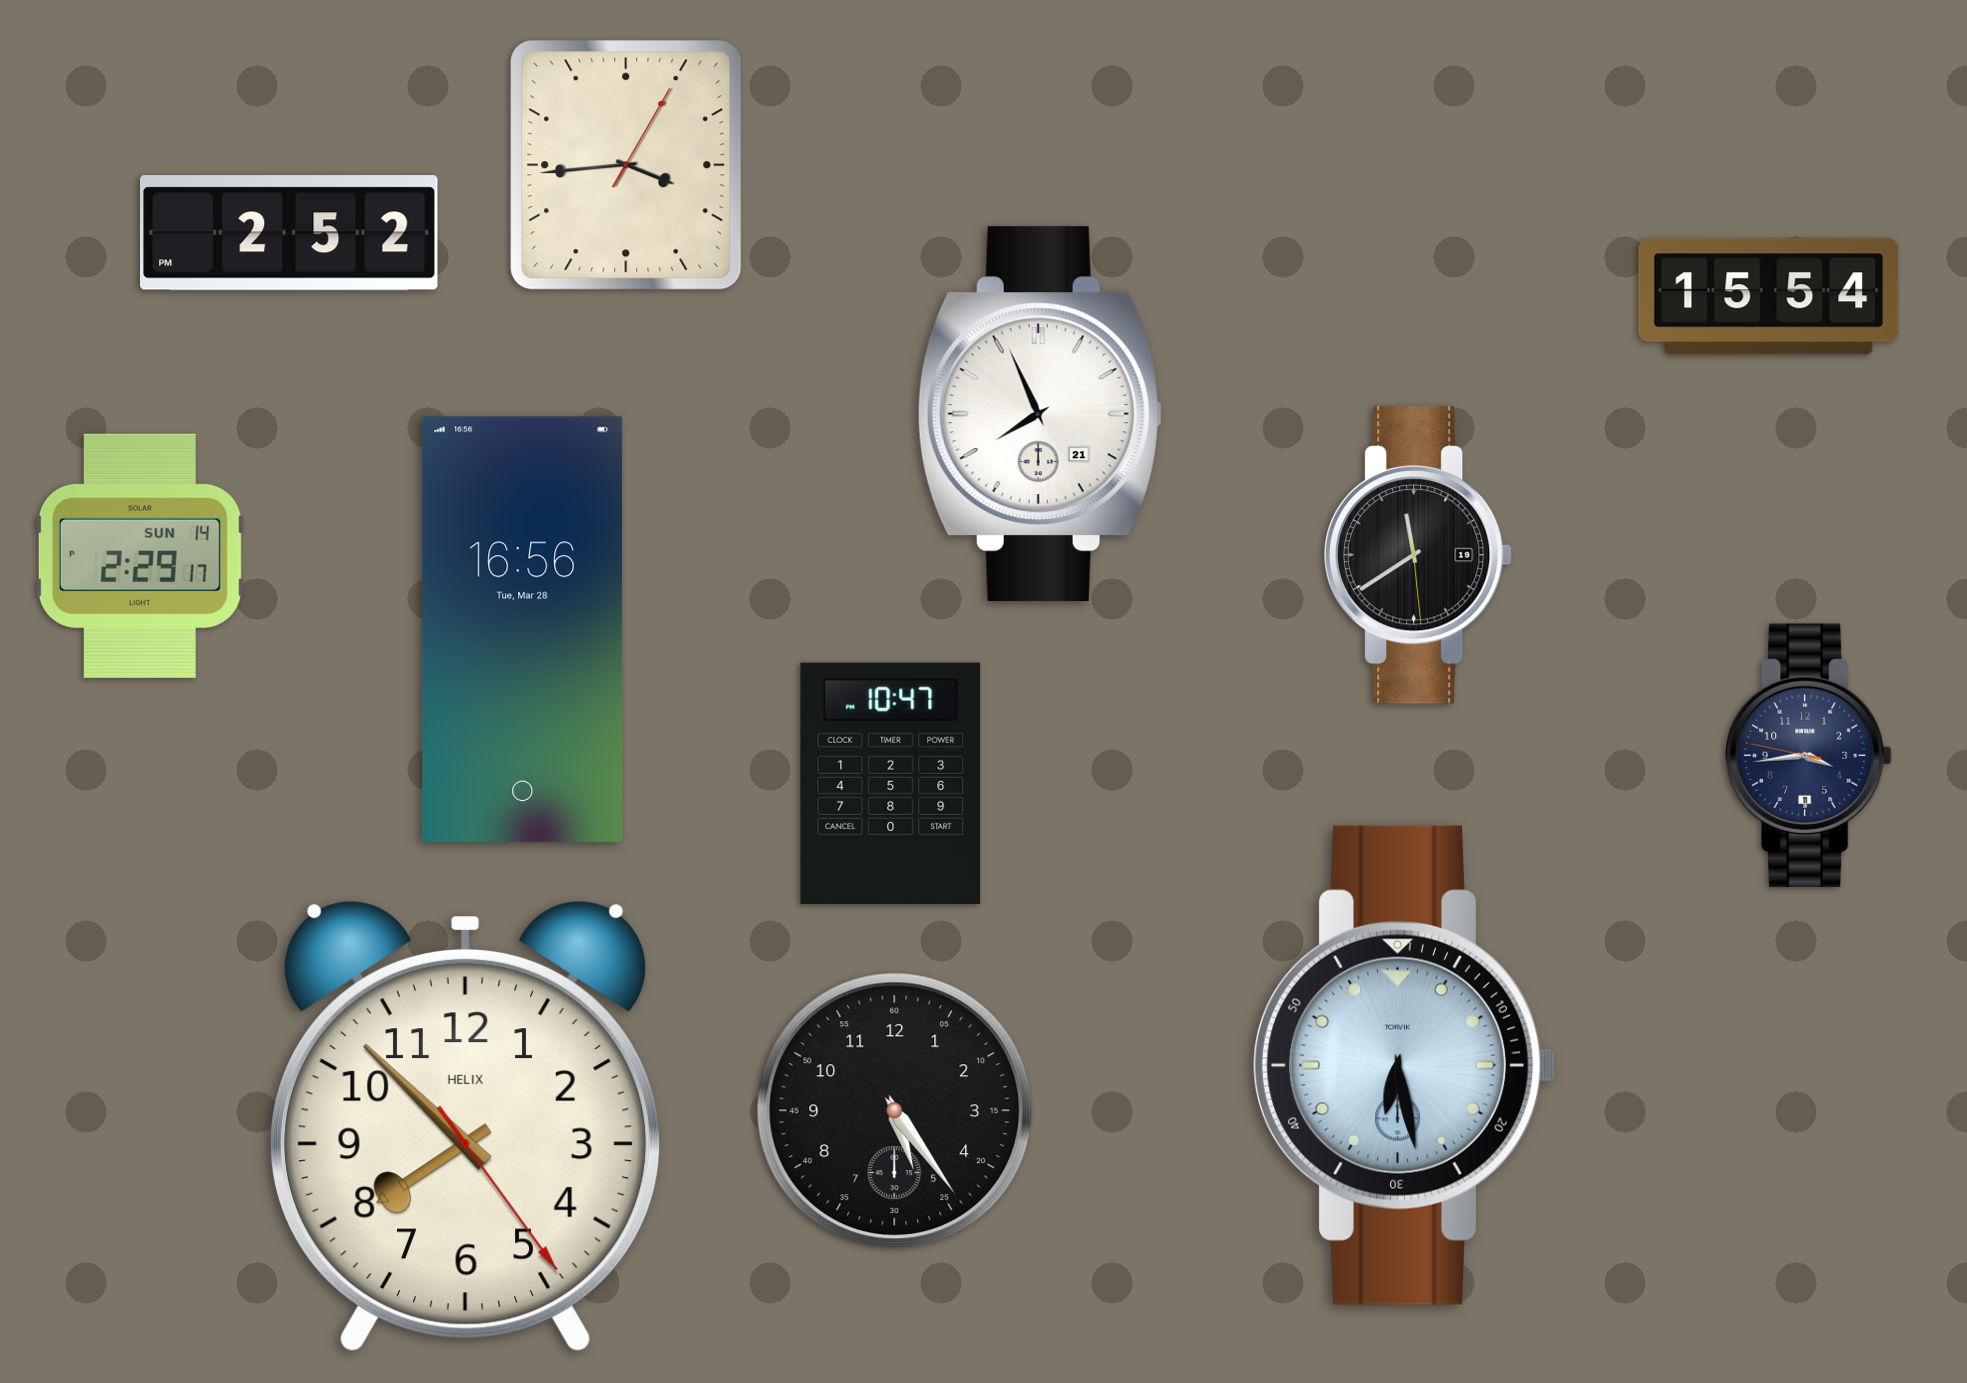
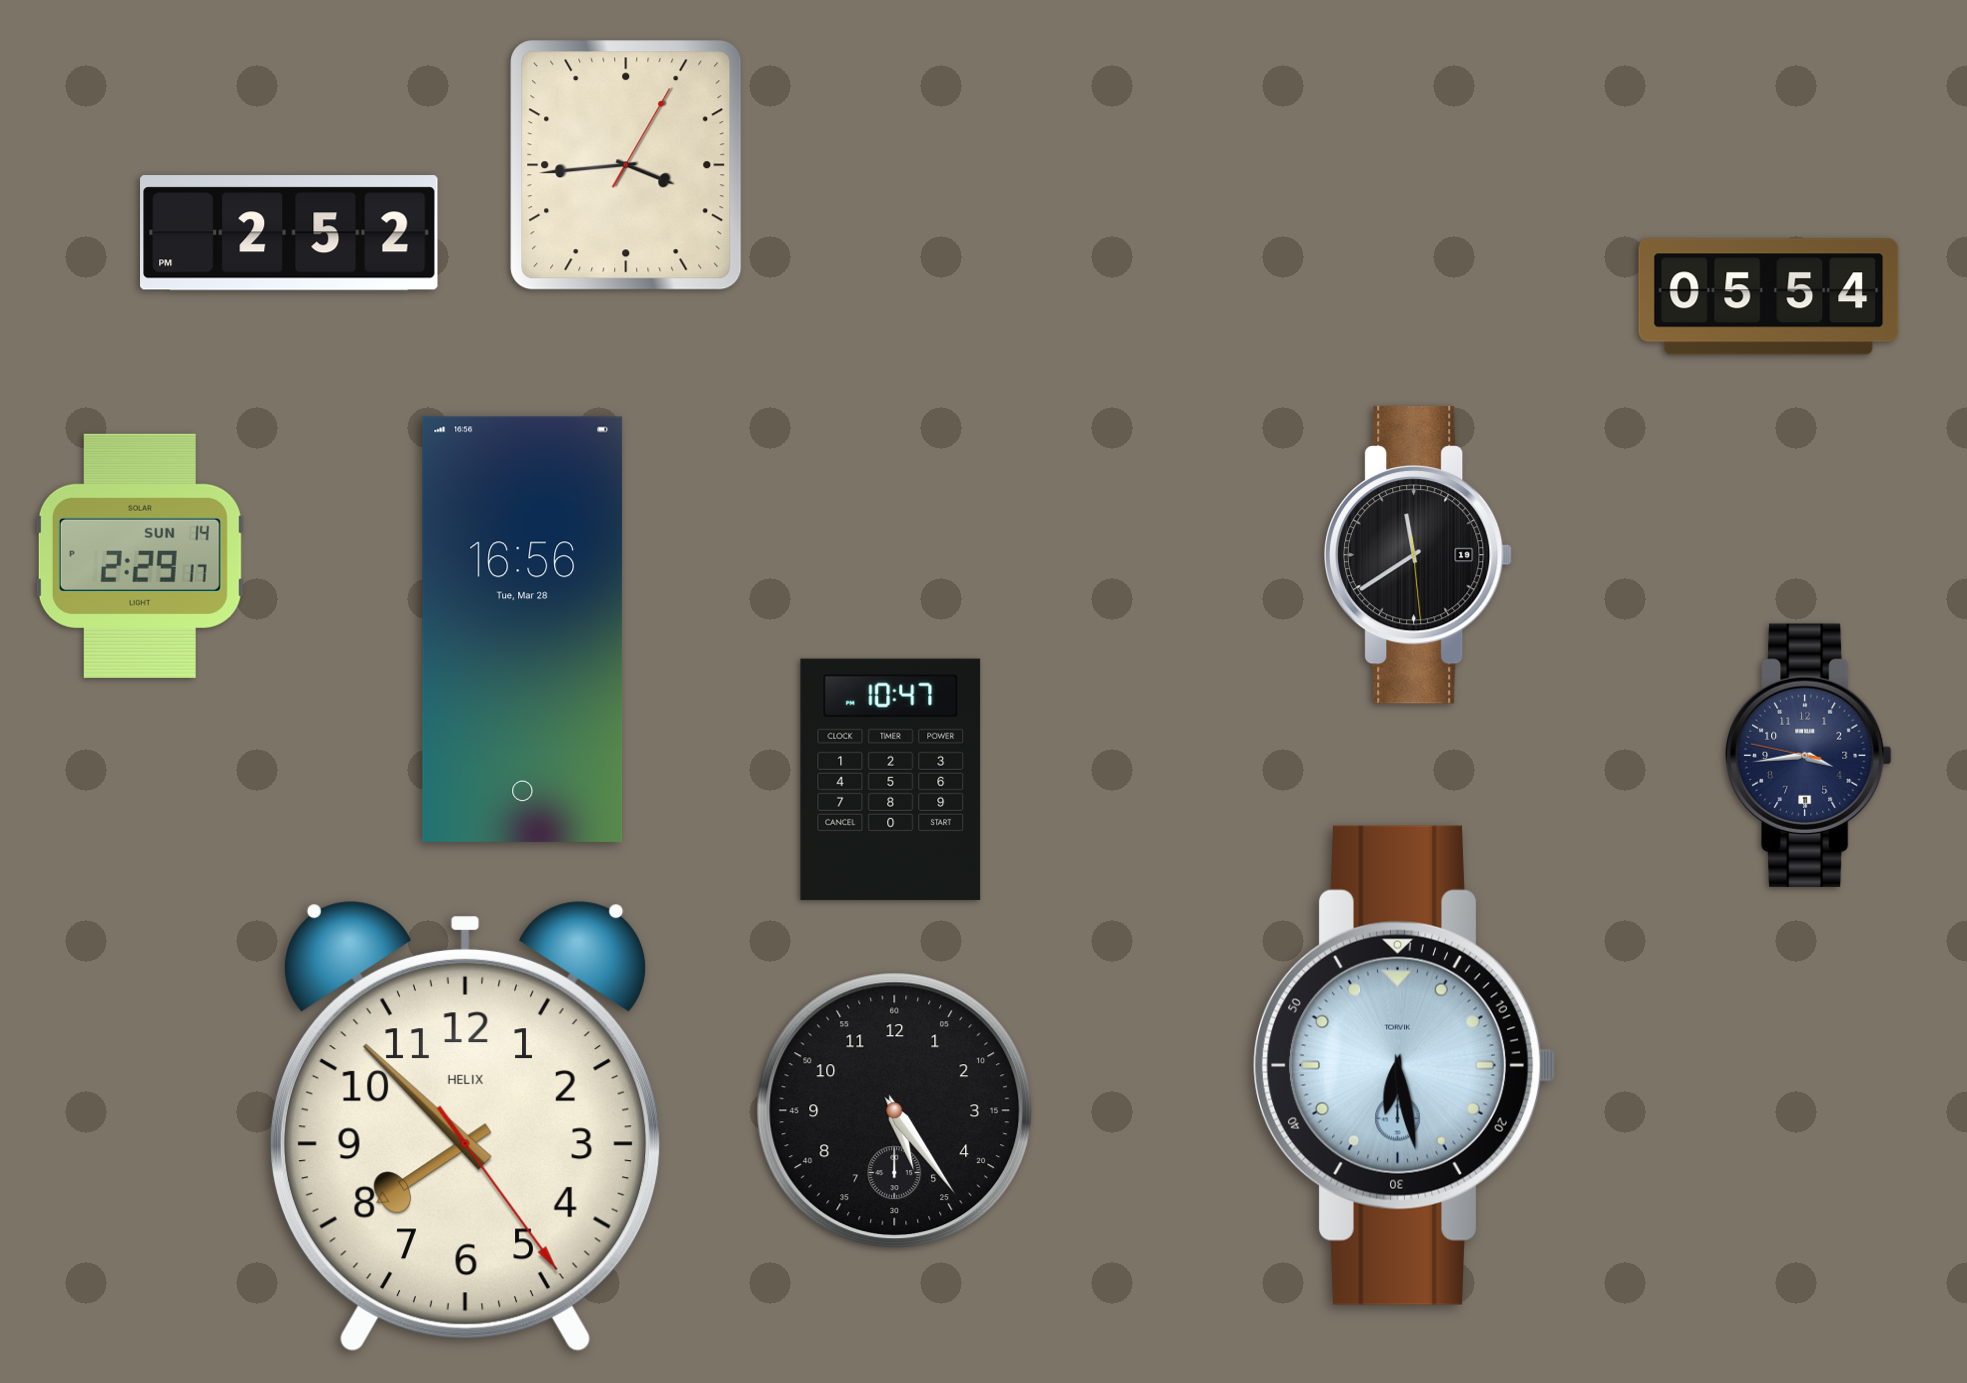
clock at (1769, 297): 15:54 -> 05:54
clock at (1040, 414): 7:56 -> none
clock at (891, 783) position: (891, 783) -> (891, 779)
